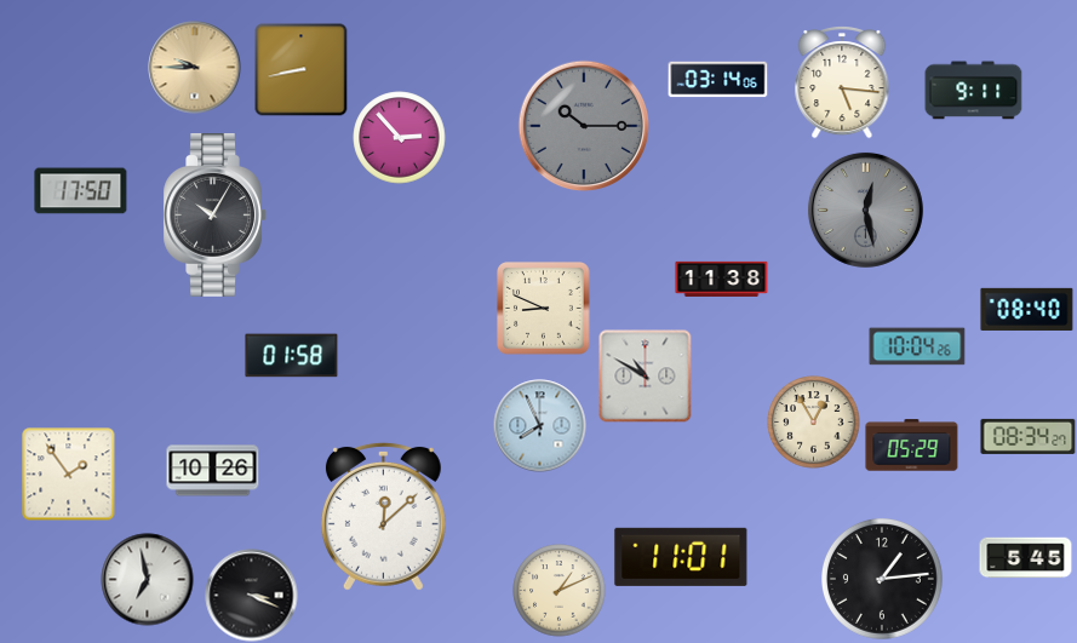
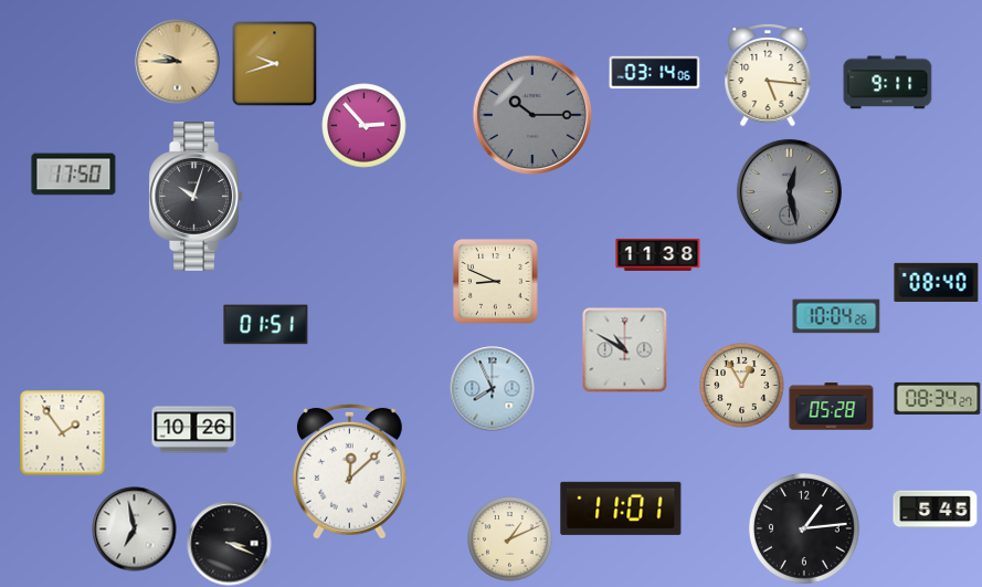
clock at (302, 70): 8:43 -> 9:42
clock at (214, 216): 10:05 -> 10:03
clock at (292, 356): 01:58 -> 01:51
clock at (646, 377) position: (646, 377) -> (625, 350)
clock at (912, 446): 05:29 -> 05:28
